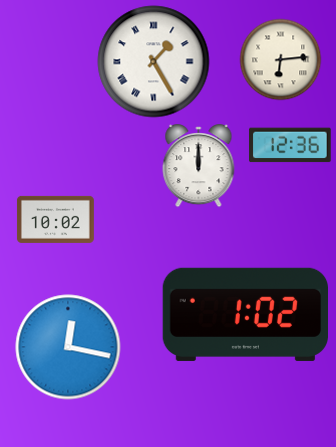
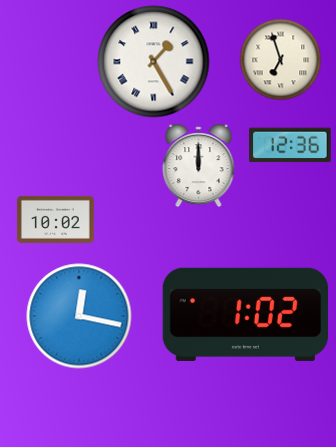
clock at (280, 59): 6:14 -> 6:57
clock at (68, 347) position: (68, 347) -> (79, 316)
